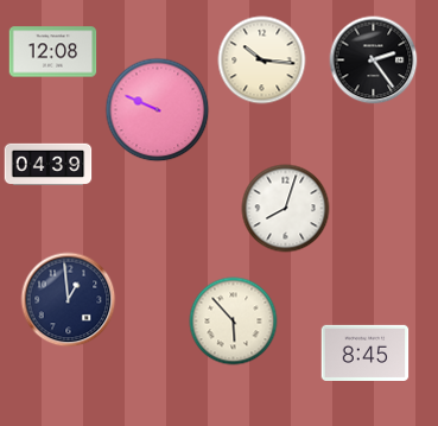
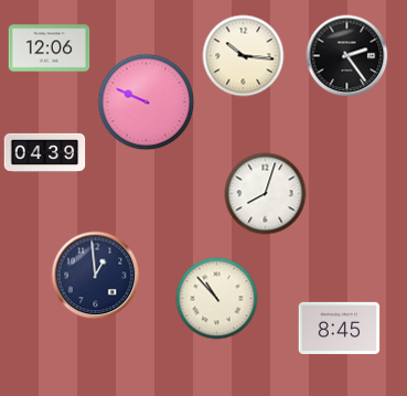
clock at (53, 52): 12:08 -> 12:06
clock at (69, 300) position: (69, 300) -> (96, 276)
clock at (234, 322): 5:53 -> 10:53
